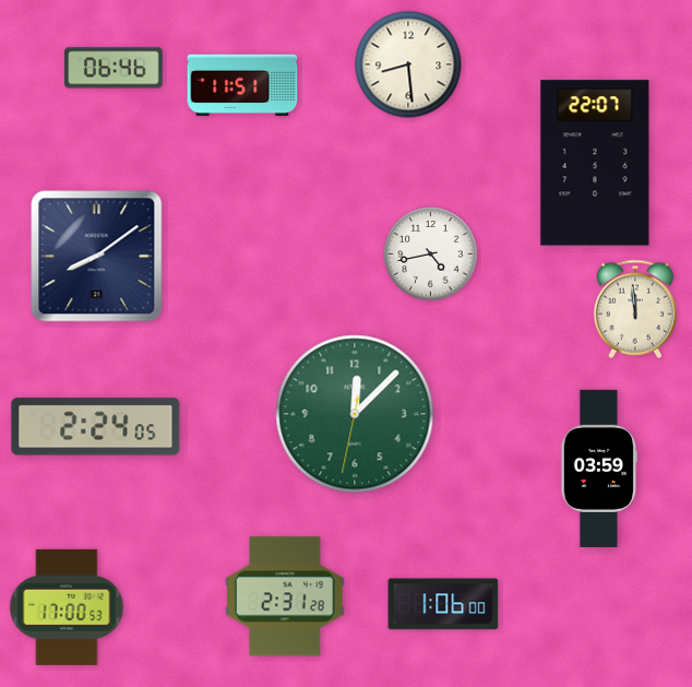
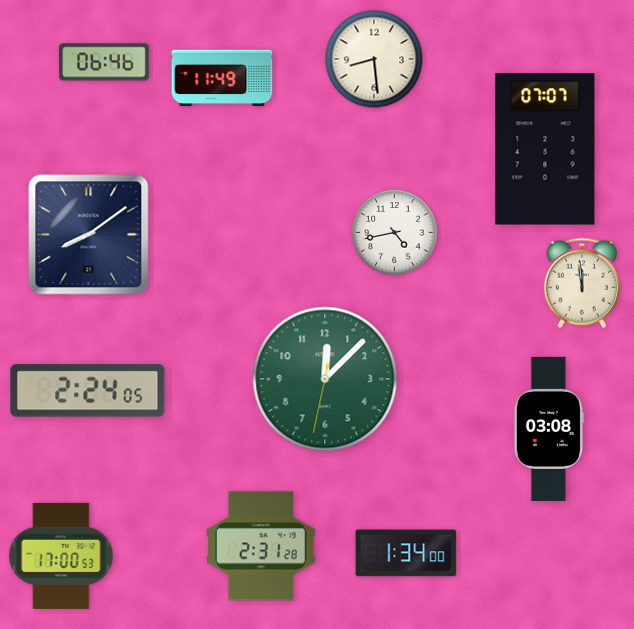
clock at (242, 85): 11:51 -> 11:49
clock at (595, 163): 22:07 -> 07:07
clock at (598, 469): 03:59 -> 03:08
clock at (443, 604): 1:06 -> 1:34
